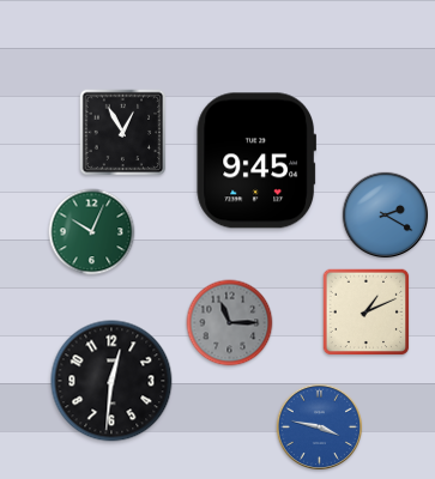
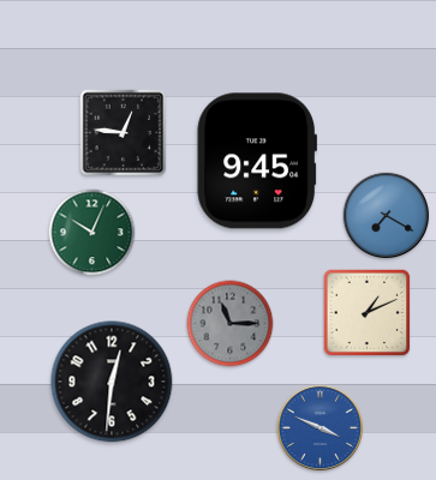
clock at (123, 133): 12:55 -> 12:46
clock at (386, 216): 2:20 -> 7:20
clock at (320, 428): 3:47 -> 3:49
